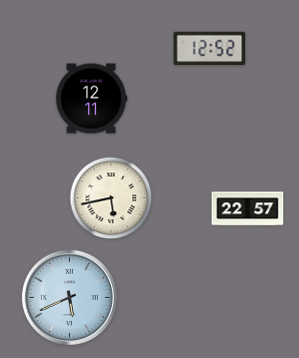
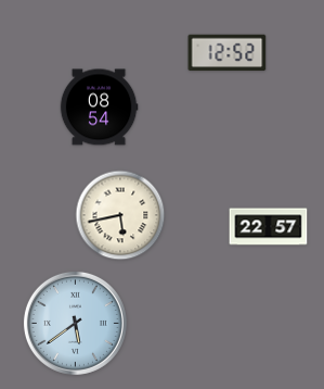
clock at (91, 99): 12:11 -> 08:54
clock at (69, 297): 5:41 -> 5:39
